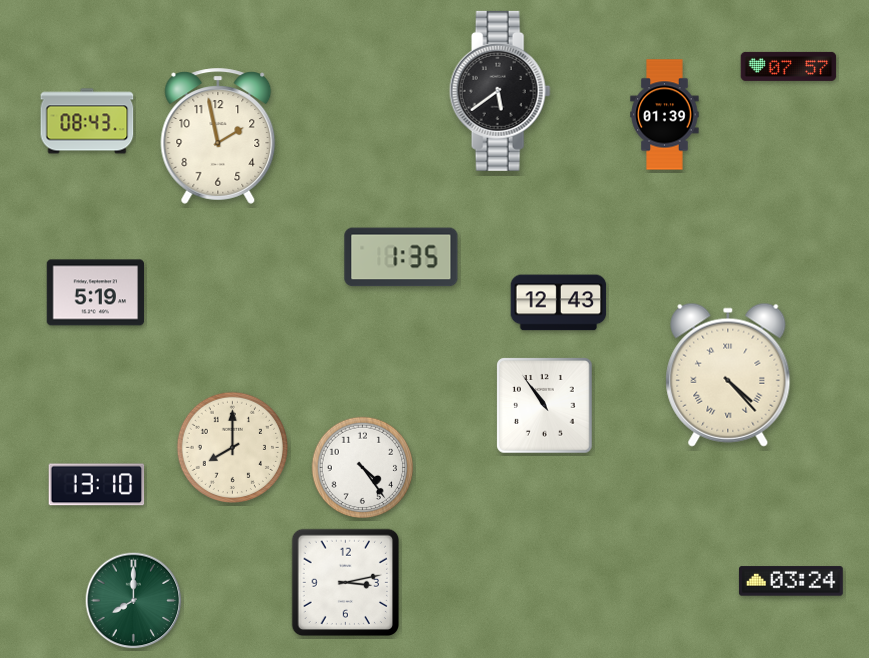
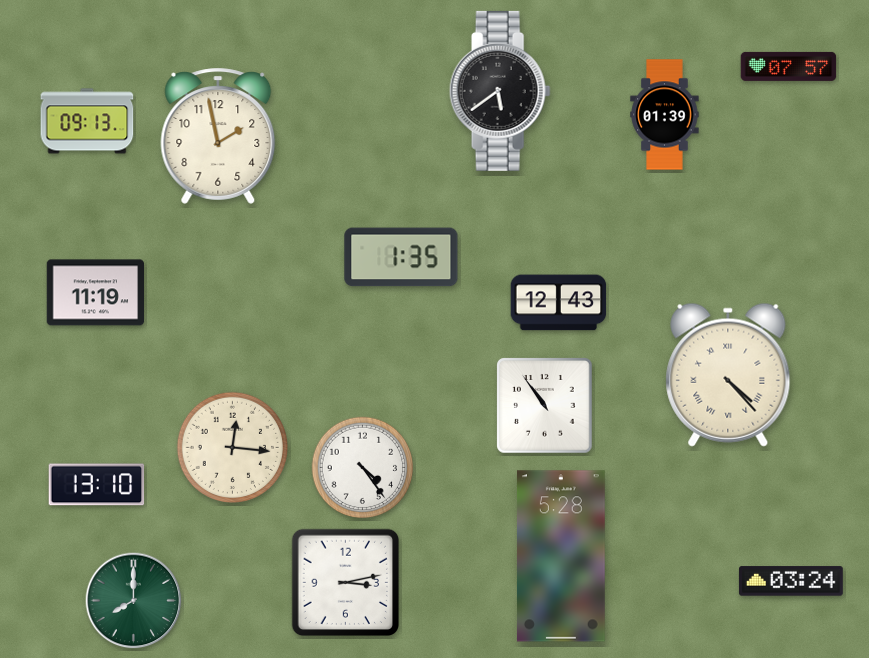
clock at (87, 121): 08:43 -> 09:13
clock at (96, 293): 5:19 -> 11:19
clock at (232, 447): 8:00 -> 12:16
clock at (561, 556): none -> 5:28
